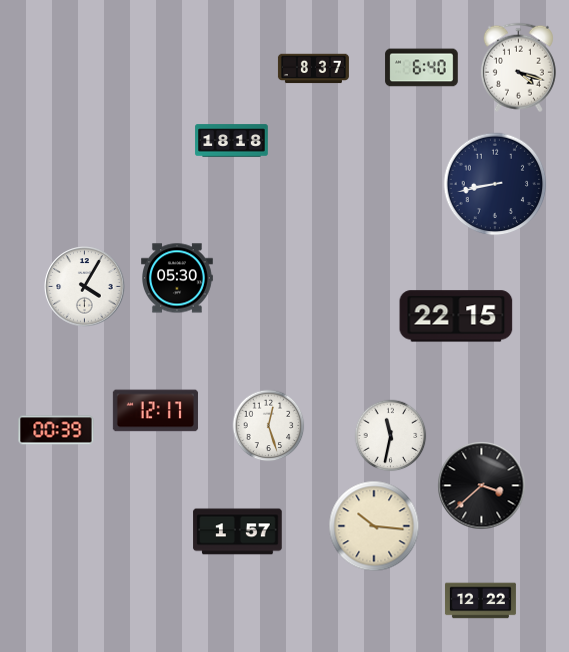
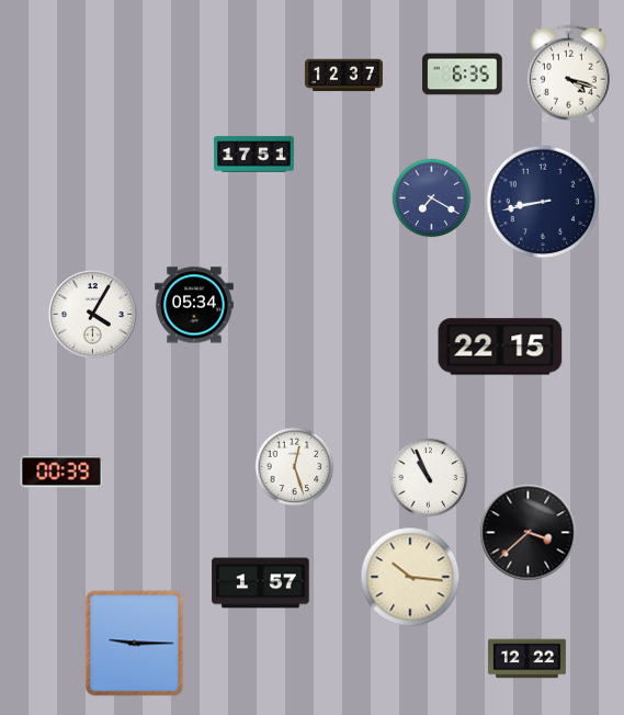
clock at (422, 68): 6:40 -> 6:35
clock at (313, 69): 8:37 -> 12:37
clock at (232, 141): 18:18 -> 17:51
clock at (432, 198): none -> 7:20
clock at (178, 278): 05:30 -> 05:34
clock at (155, 411): 12:17 -> none
clock at (391, 436): 11:32 -> 10:56
clock at (135, 644): none -> 9:15
